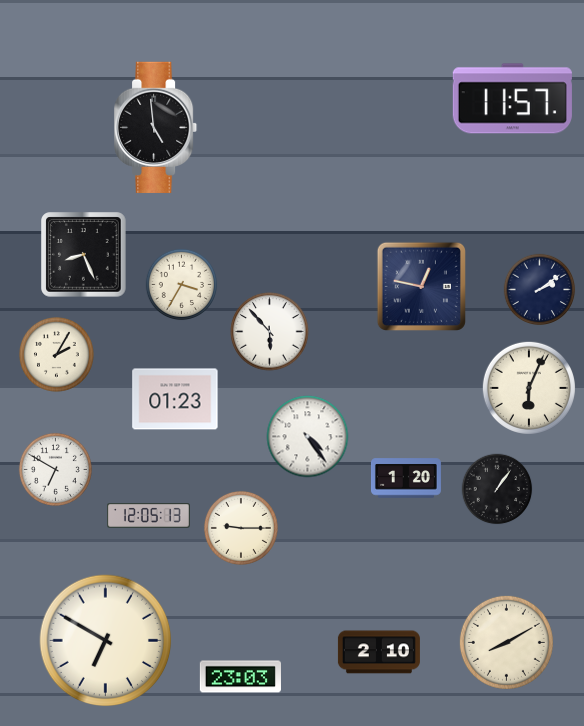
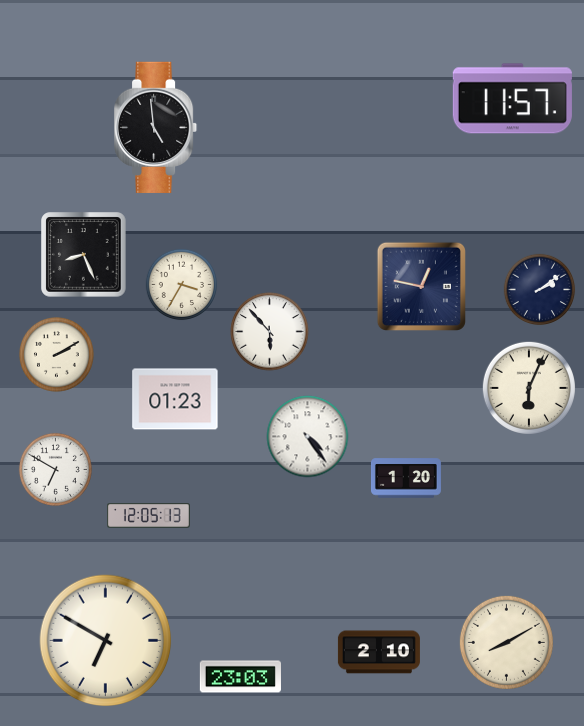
clock at (57, 355): 2:05 -> 2:10
clock at (497, 489): 1:06 -> none
clock at (241, 528): 9:15 -> none
